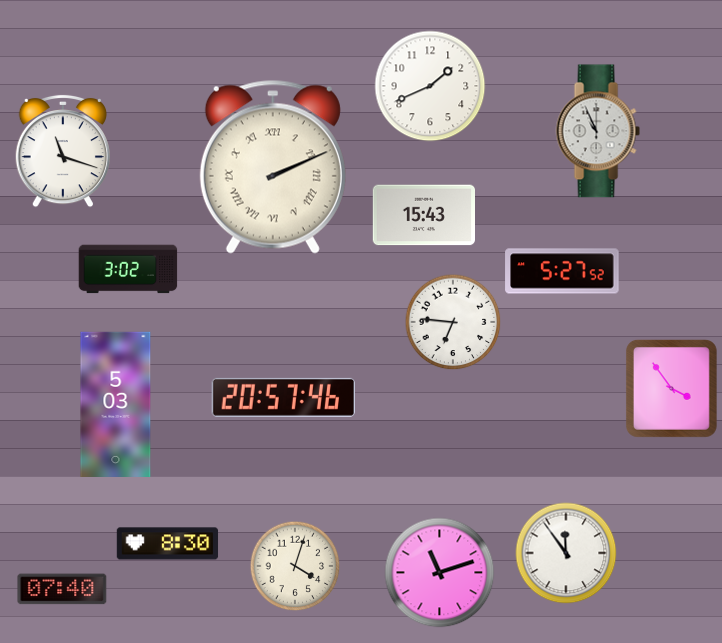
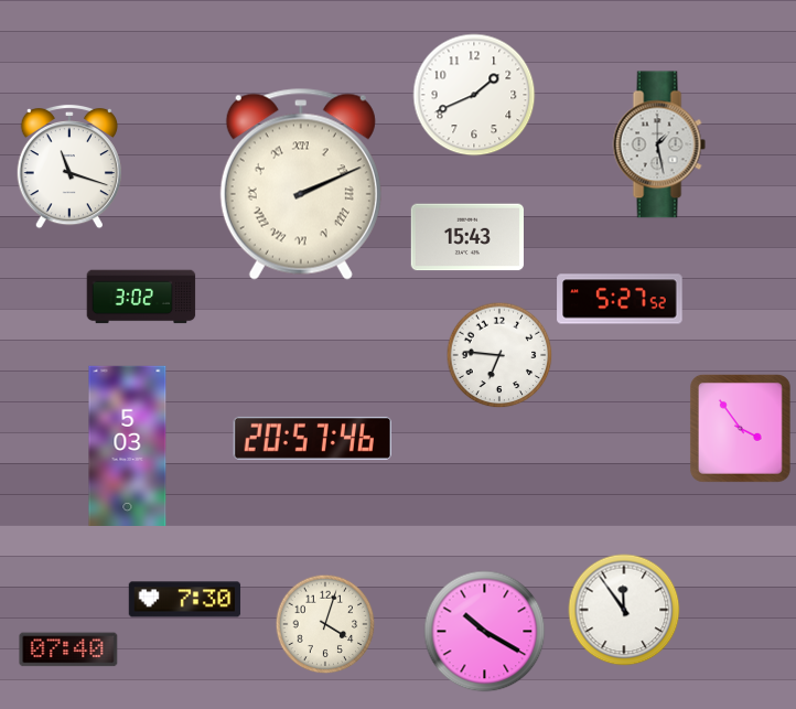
clock at (598, 131): 10:56 -> 1:28
clock at (168, 544): 8:30 -> 7:30
clock at (440, 573): 11:12 -> 10:20
